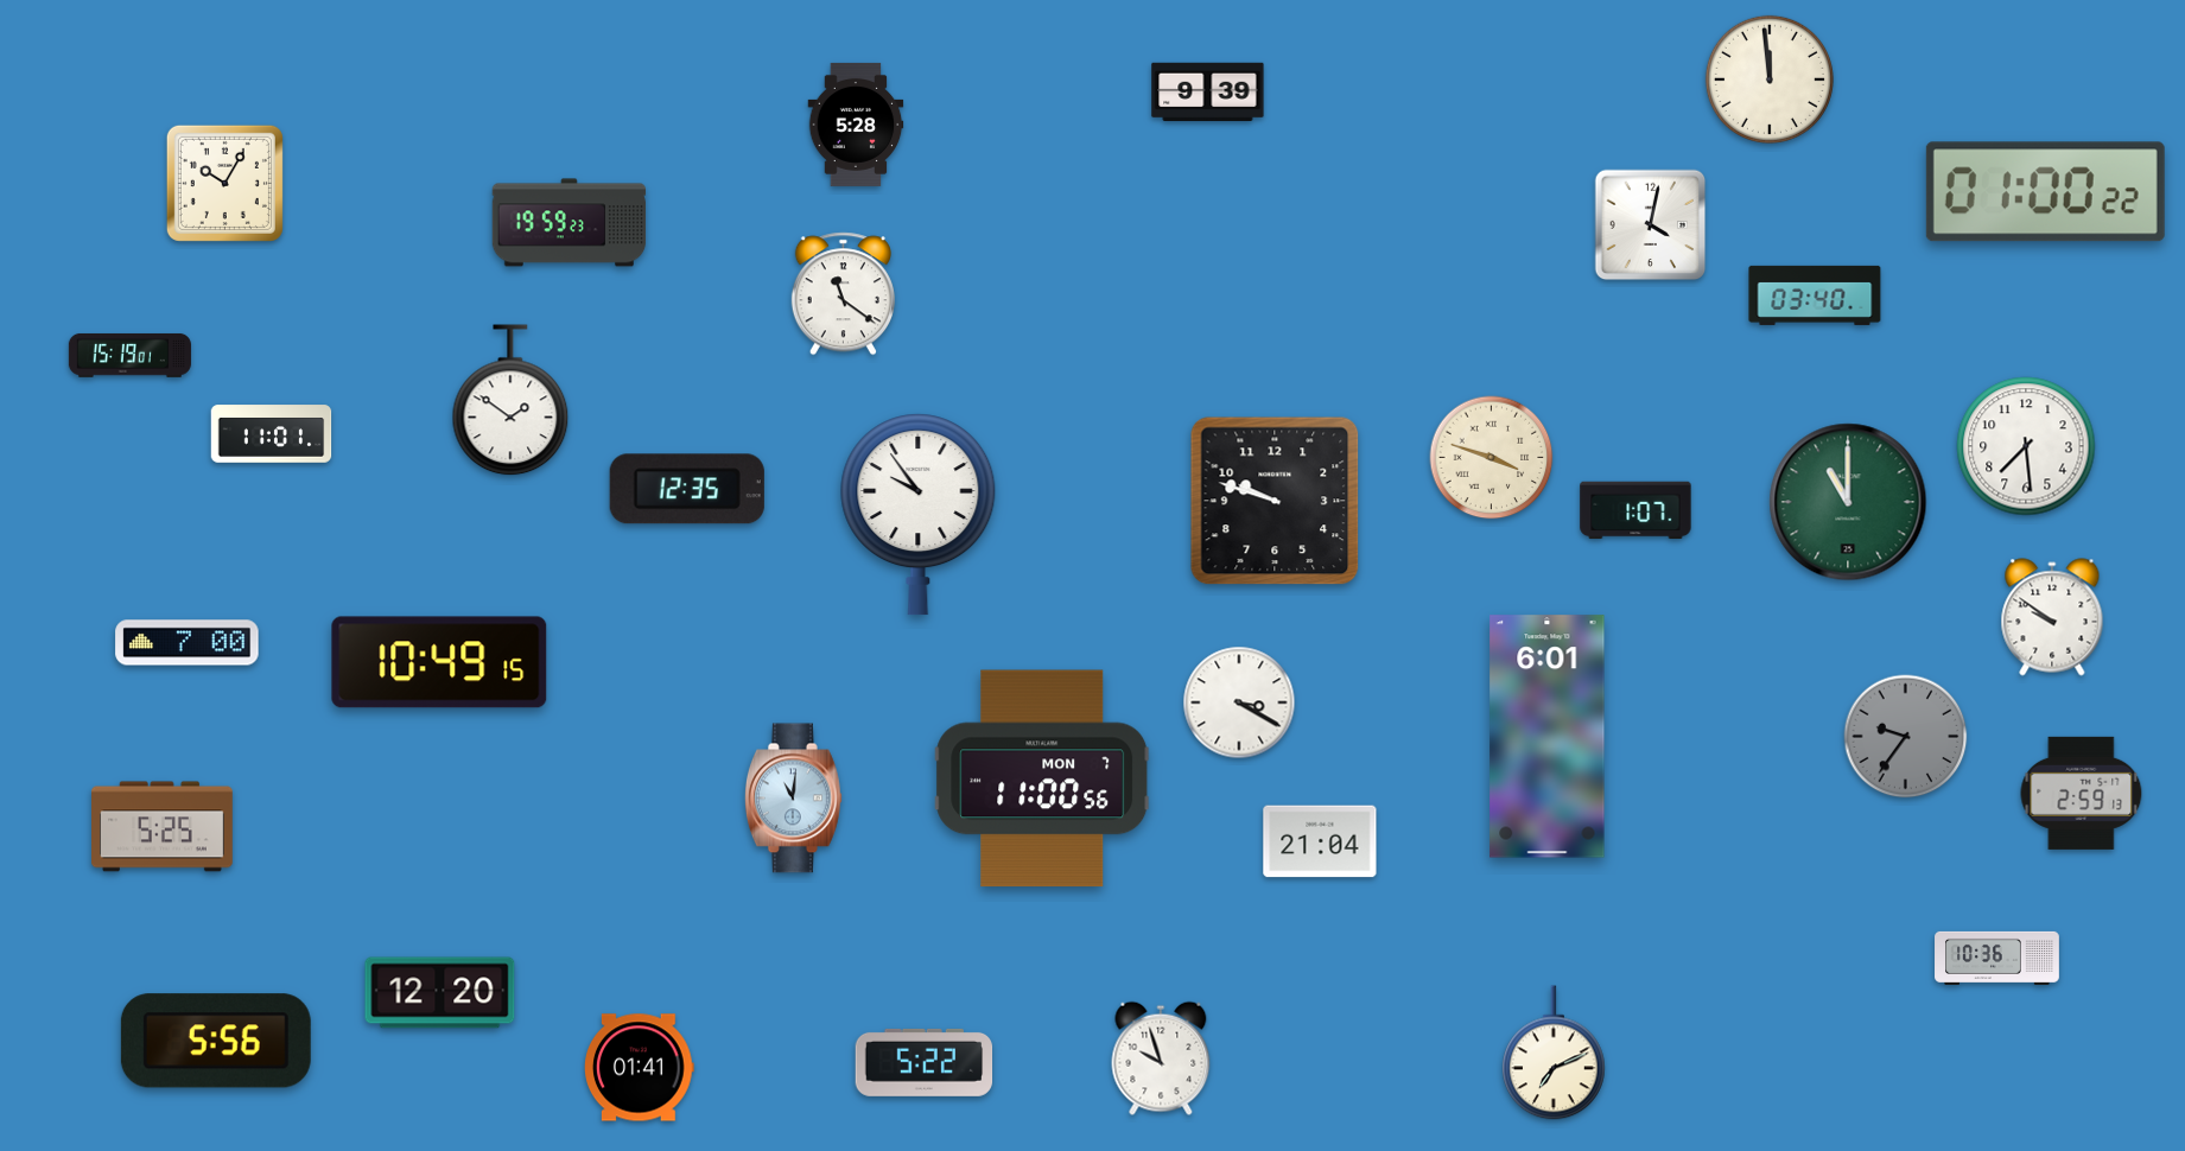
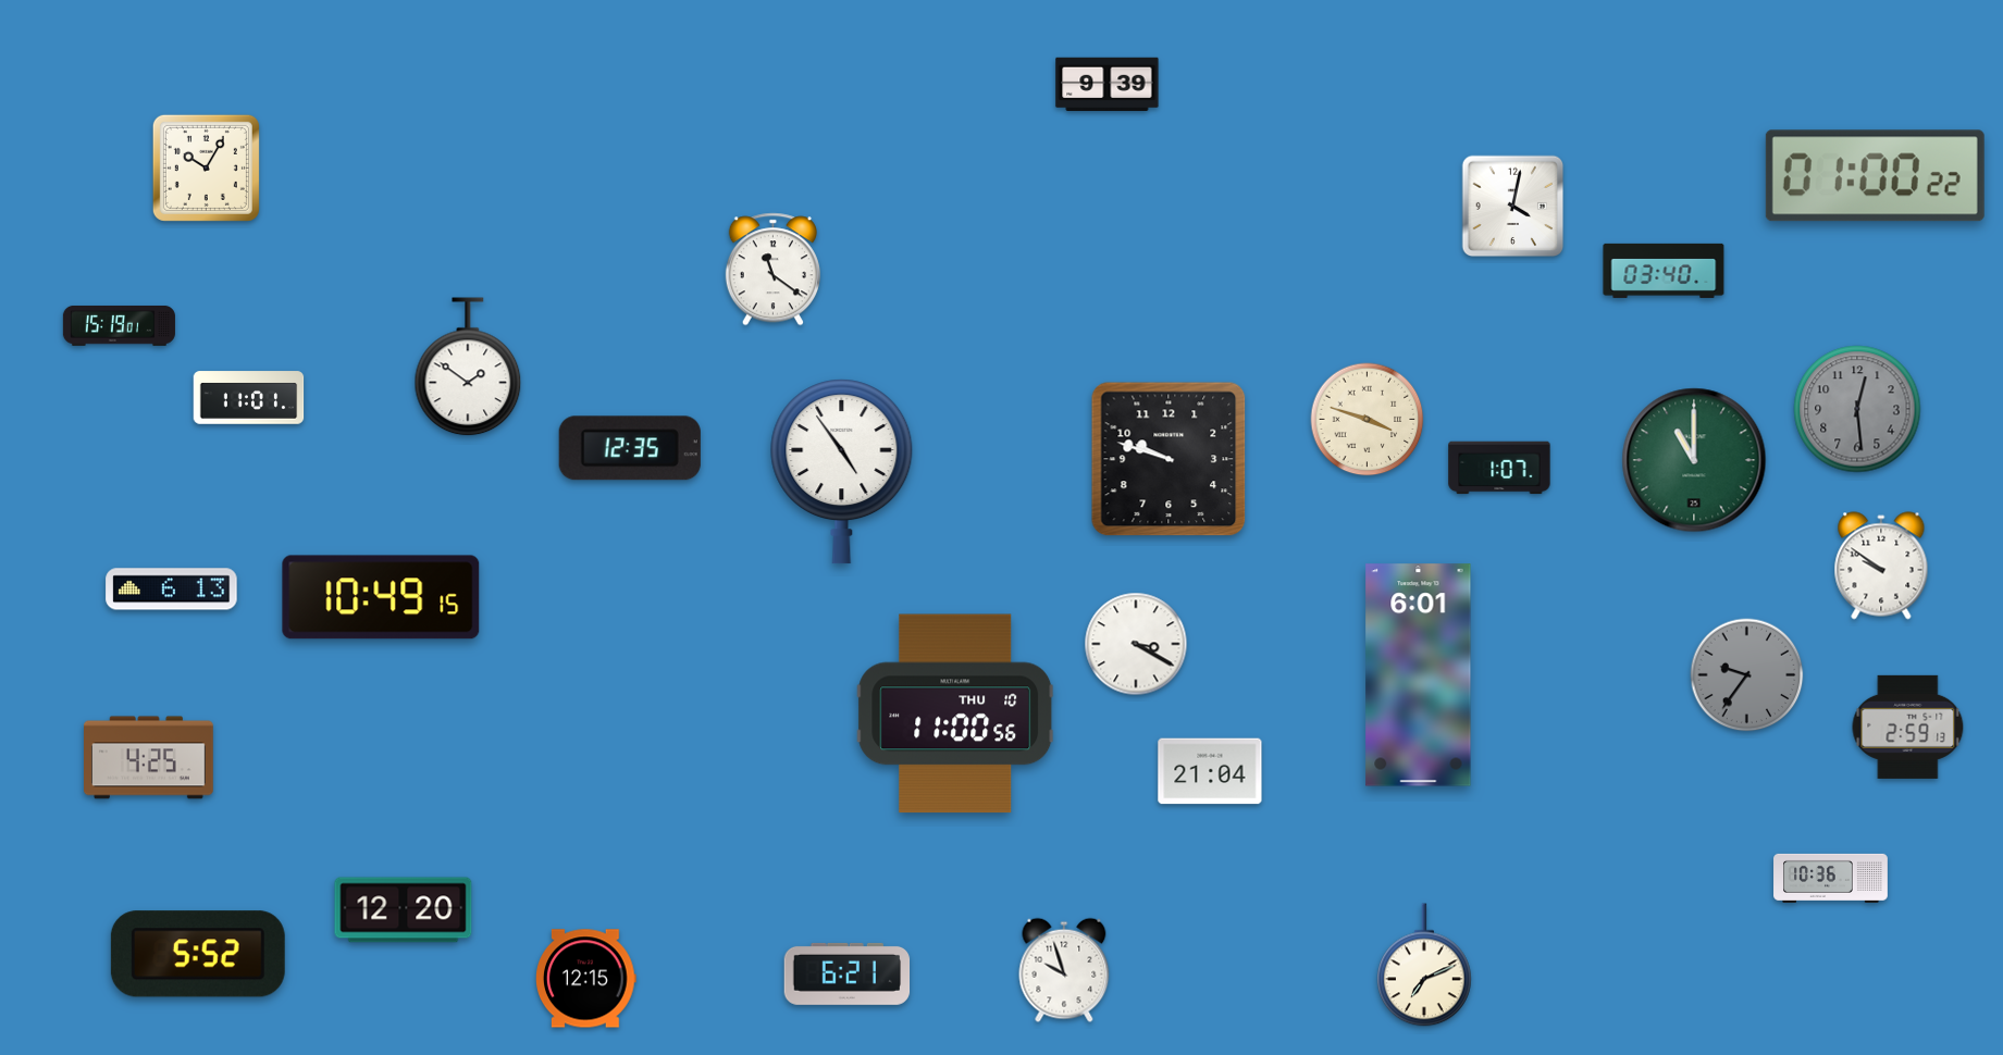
clock at (1770, 80): 11:59 -> none
clock at (856, 125): 5:28 -> none
clock at (570, 223): 19:59 -> none
clock at (2026, 446): 7:29 -> 12:29
clock at (2026, 446) dial: white -> grey
clock at (919, 515): 9:54 -> 4:54
clock at (188, 643): 7:00 -> 6:13
clock at (439, 662) position: (439, 662) -> (381, 597)
clock at (1042, 778) date: MON 7 -> THU 10
clock at (793, 799): 11:01 -> none
clock at (163, 827): 5:25 -> 4:25
clock at (216, 1041): 5:56 -> 5:52
clock at (925, 1062): 5:22 -> 6:21
clock at (640, 1068): 01:41 -> 12:15
